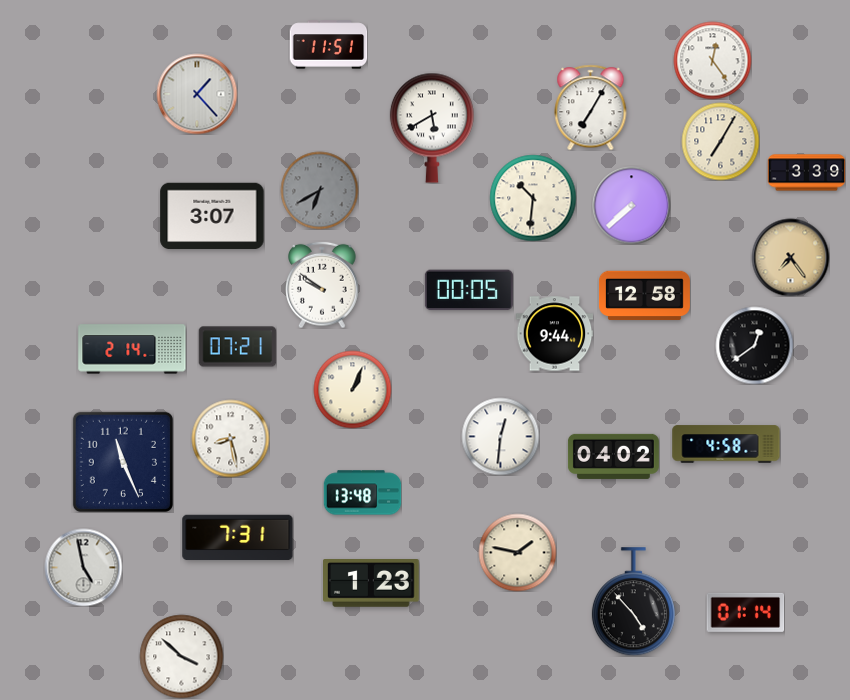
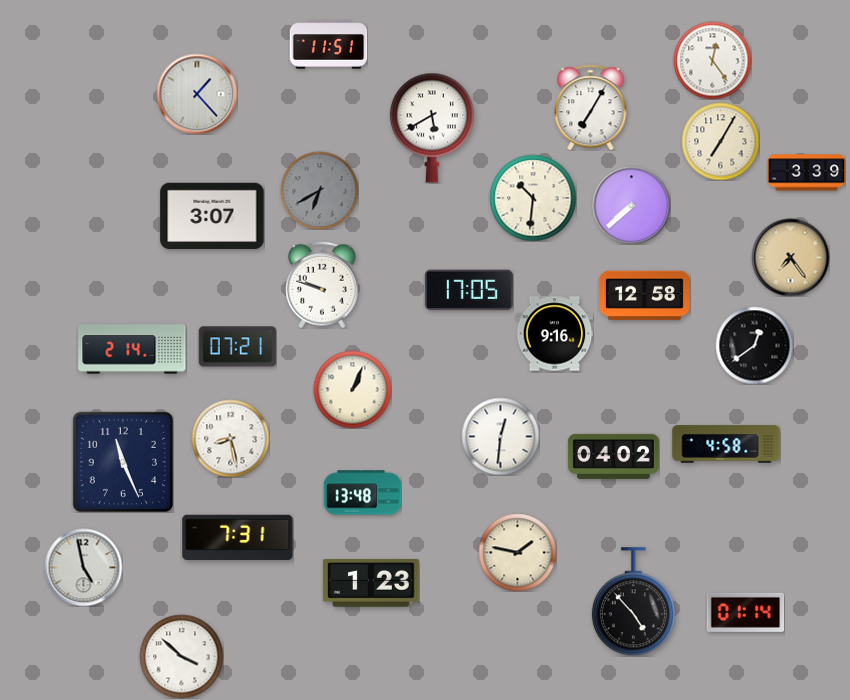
clock at (322, 285): 9:51 -> 9:48
clock at (469, 290): 00:05 -> 17:05
clock at (554, 334): 9:44 -> 9:16
